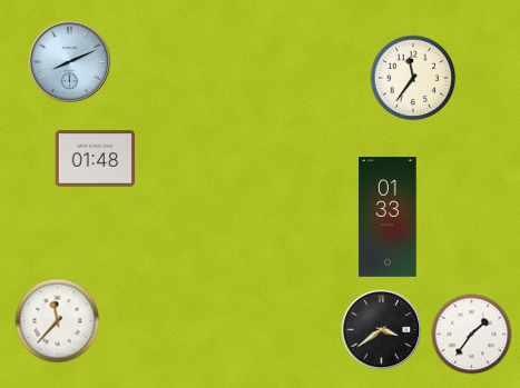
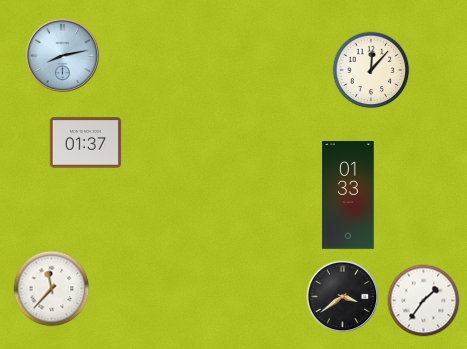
clock at (70, 62): 8:11 -> 8:13
clock at (413, 78): 11:36 -> 12:07
clock at (96, 159): 01:48 -> 01:37
